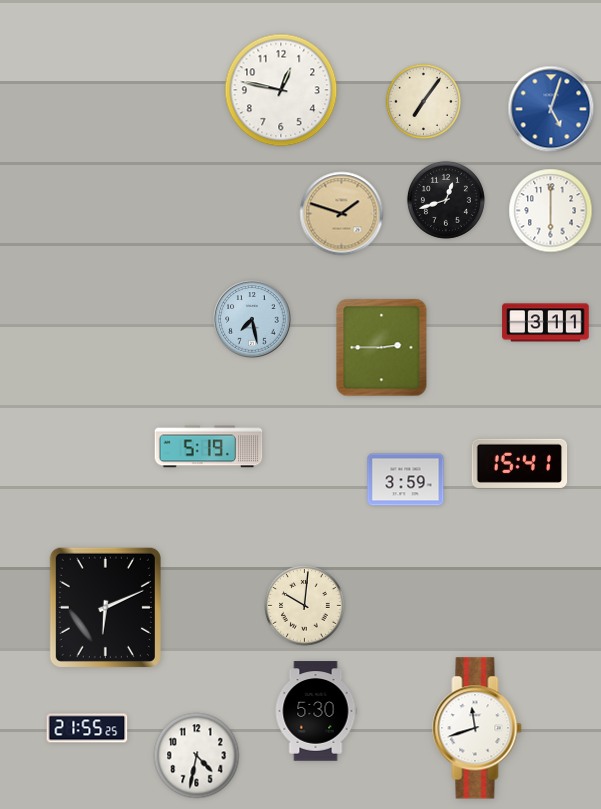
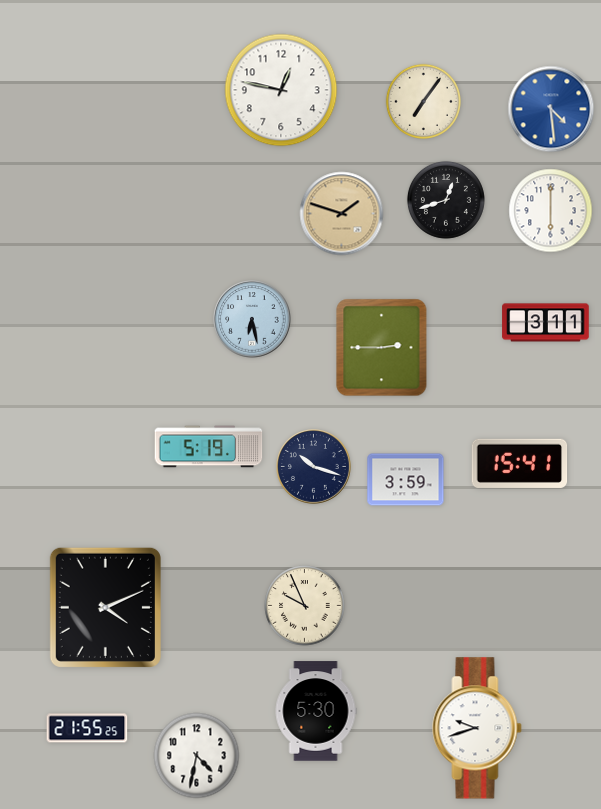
clock at (551, 109): 5:03 -> 4:29
clock at (252, 319): 7:28 -> 6:28
clock at (314, 467): none -> 10:18
clock at (305, 606): 10:01 -> 9:56
clock at (105, 607): 6:11 -> 4:11
clock at (477, 728): 11:42 -> 9:42
